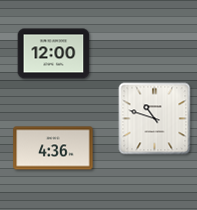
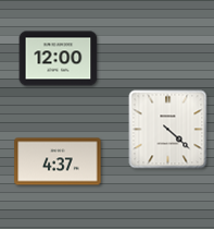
clock at (155, 119): 10:48 -> 4:22
clock at (53, 148): 4:36 -> 4:37
